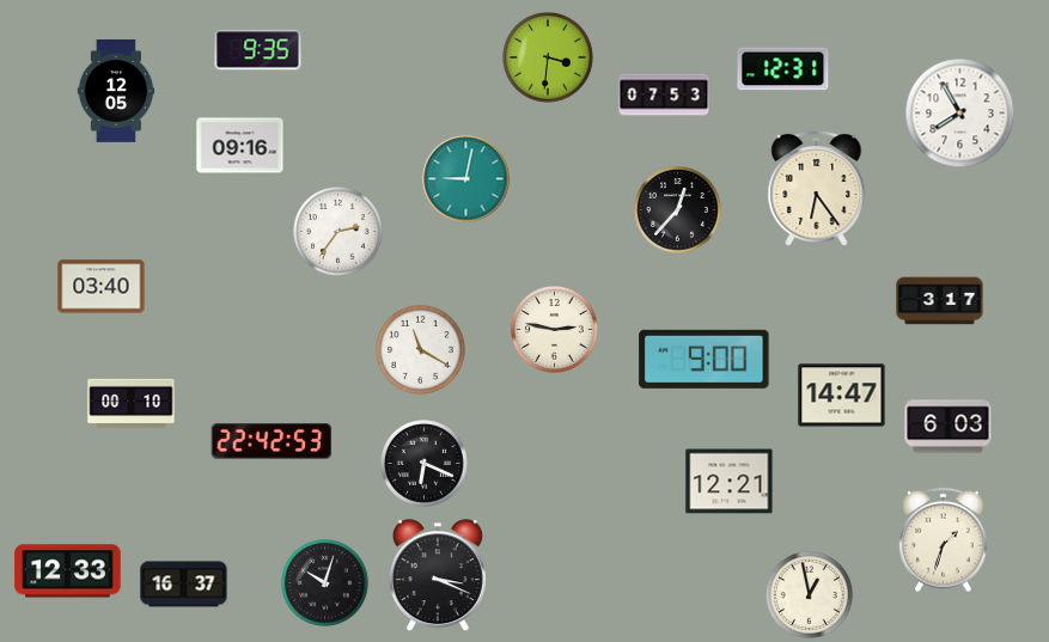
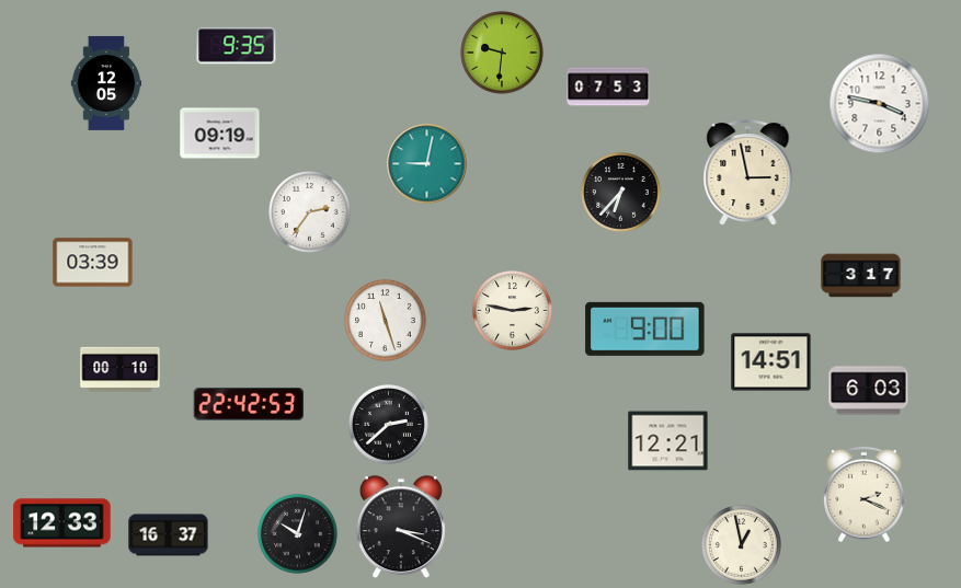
clock at (548, 57): 3:31 -> 9:31
clock at (783, 69): 12:31 -> none
clock at (960, 114): 7:55 -> 3:47
clock at (240, 146): 09:16 -> 09:19
clock at (817, 189): 6:24 -> 2:58
clock at (678, 210): 12:37 -> 6:37
clock at (102, 287): 03:40 -> 03:39
clock at (555, 330) position: (555, 330) -> (513, 311)
clock at (421, 350): 11:20 -> 11:27
clock at (842, 396): 14:47 -> 14:51
clock at (425, 464): 6:19 -> 2:38
clock at (944, 540): 1:33 -> 2:19
